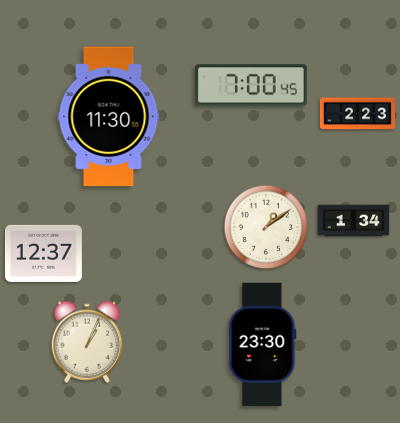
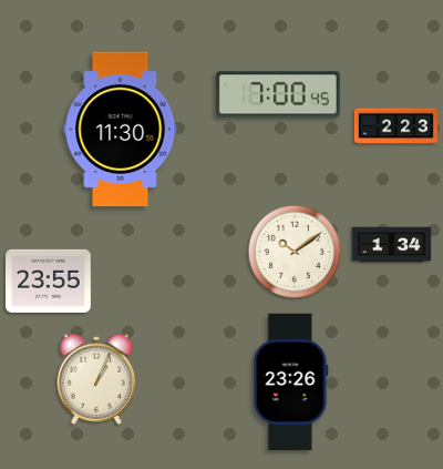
clock at (266, 227): 1:09 -> 10:09
clock at (43, 253): 12:37 -> 23:55
clock at (263, 345): 23:30 -> 23:26
